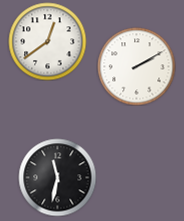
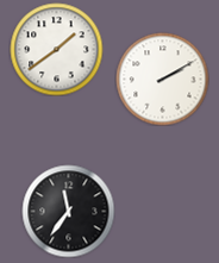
clock at (47, 41): 12:39 -> 1:39
clock at (57, 177): 11:32 -> 11:36
